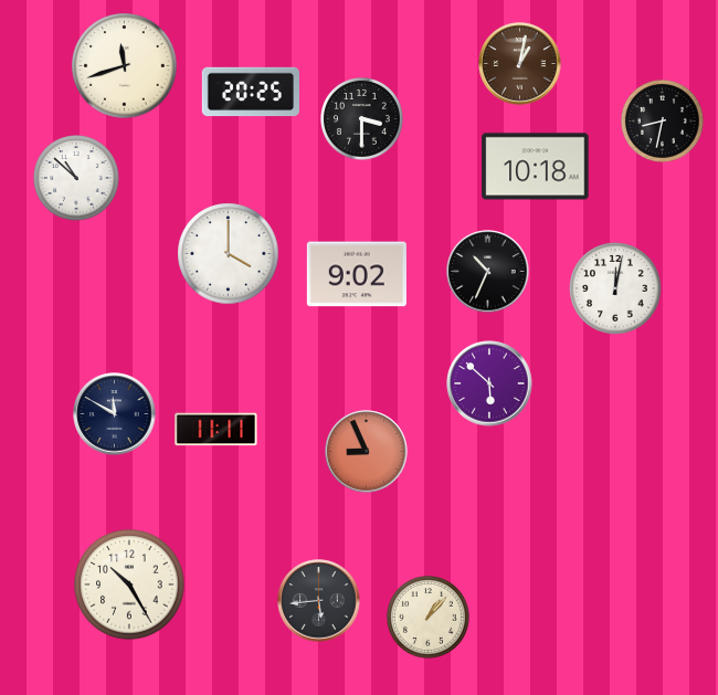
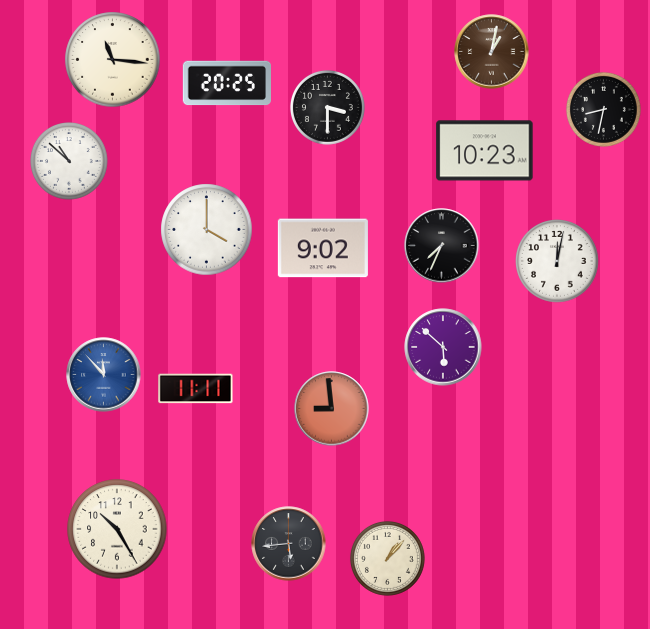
clock at (520, 64) position: (520, 64) -> (492, 52)
clock at (125, 66): 11:42 -> 11:16
clock at (662, 120) position: (662, 120) -> (603, 109)
clock at (536, 167): 10:18 -> 10:23
clock at (488, 272): 10:34 -> 7:34
clock at (115, 414): 11:50 -> 11:53
clock at (115, 414) dial: navy -> blue
clock at (367, 452): 8:56 -> 8:59
